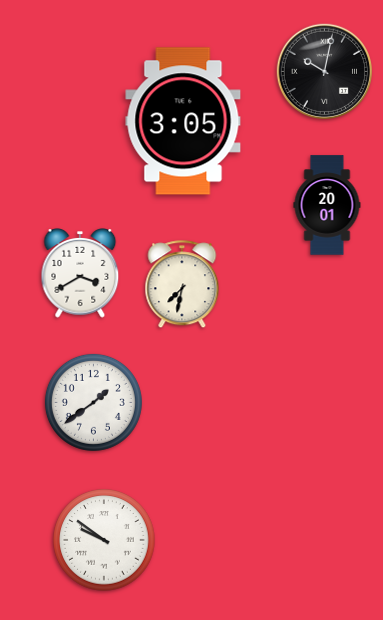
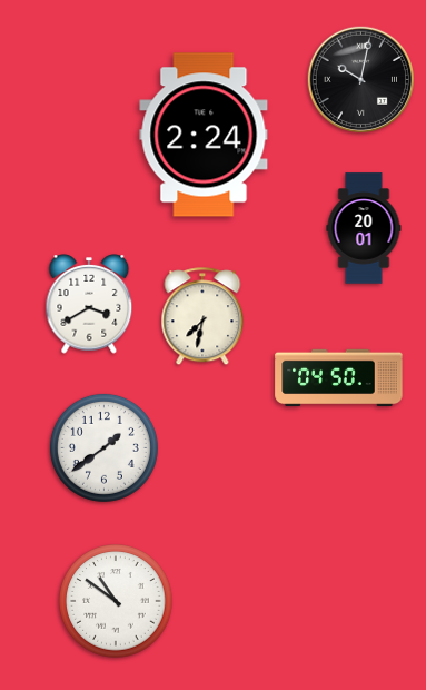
clock at (183, 121): 3:05 -> 2:24
clock at (339, 378): none -> 04:50
clock at (104, 540): 9:51 -> 10:51
